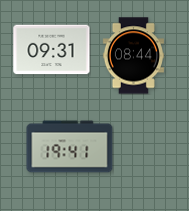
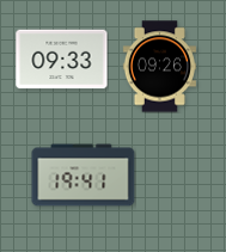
clock at (52, 50): 09:31 -> 09:33
clock at (133, 56): 08:44 -> 09:26
